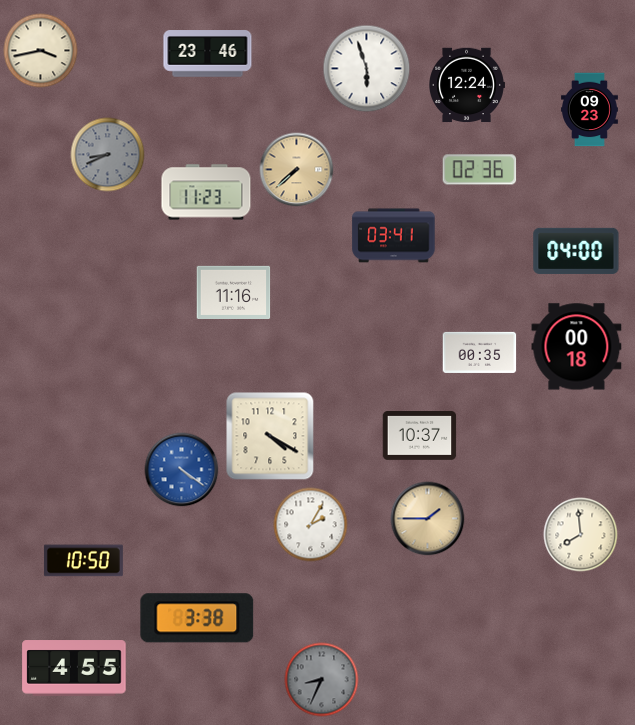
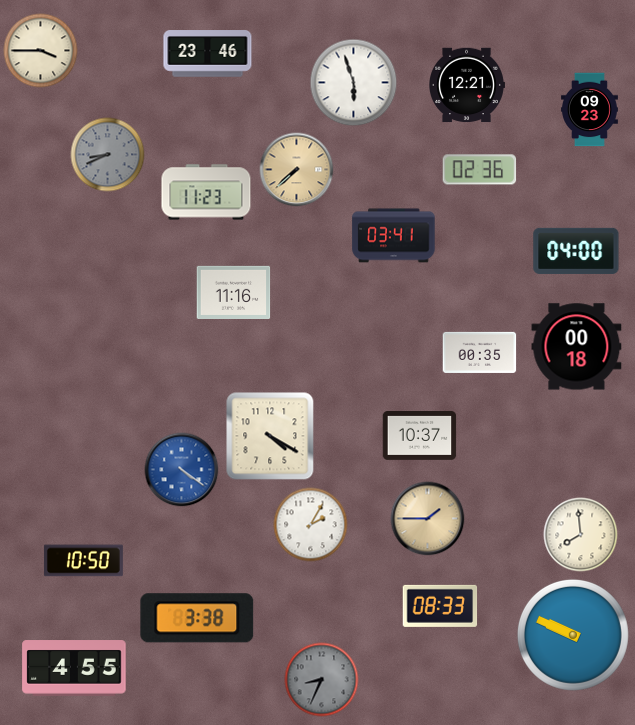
clock at (41, 51): 3:43 -> 3:45
clock at (367, 69) position: (367, 69) -> (354, 83)
clock at (467, 85): 12:24 -> 12:21
clock at (440, 606): none -> 08:33
clock at (573, 635): none -> 9:49
